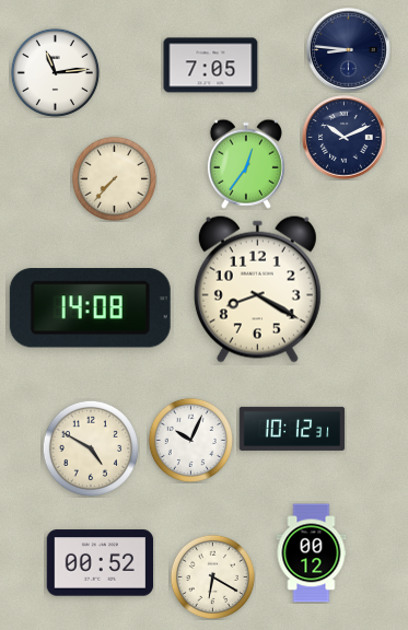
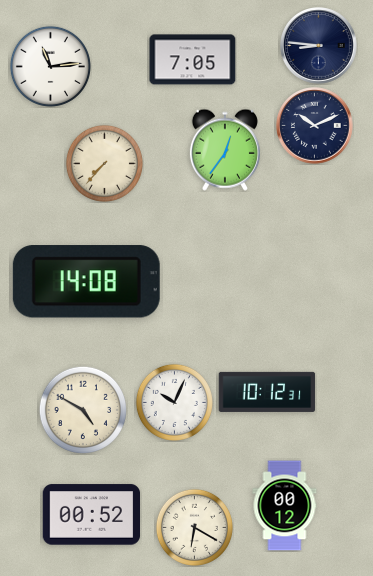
clock at (257, 289): 8:20 -> none
clock at (90, 308) position: (90, 308) -> (86, 282)
